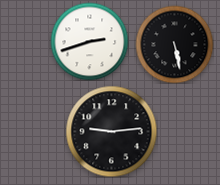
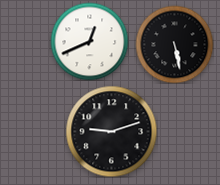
clock at (89, 41): 2:42 -> 12:41
clock at (111, 131): 9:14 -> 9:12
